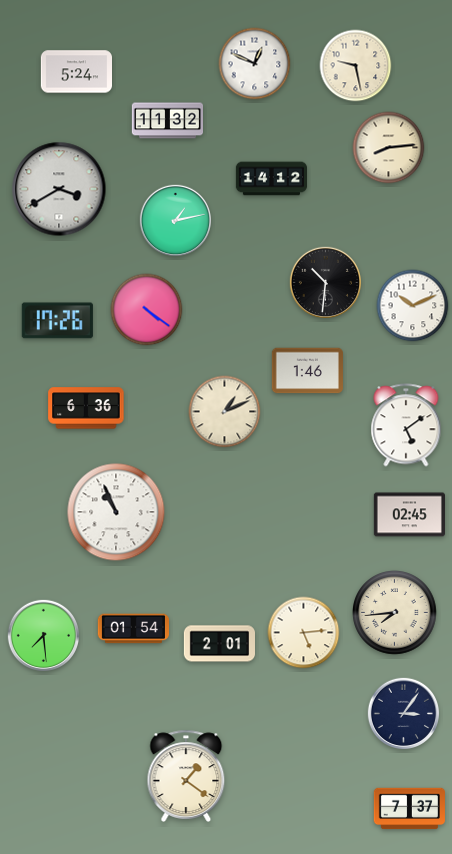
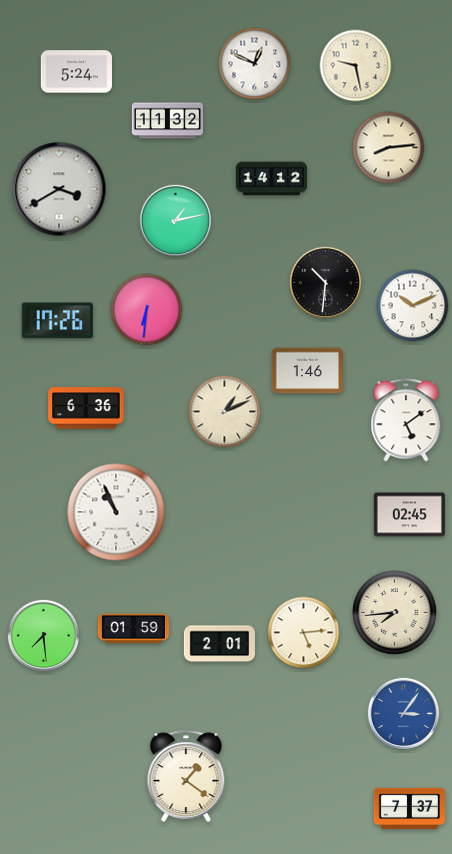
clock at (147, 310): 4:21 -> 6:31
clock at (406, 425) position: (406, 425) -> (406, 420)
clock at (133, 629): 01:54 -> 01:59
clock at (403, 713) dial: navy -> blue
